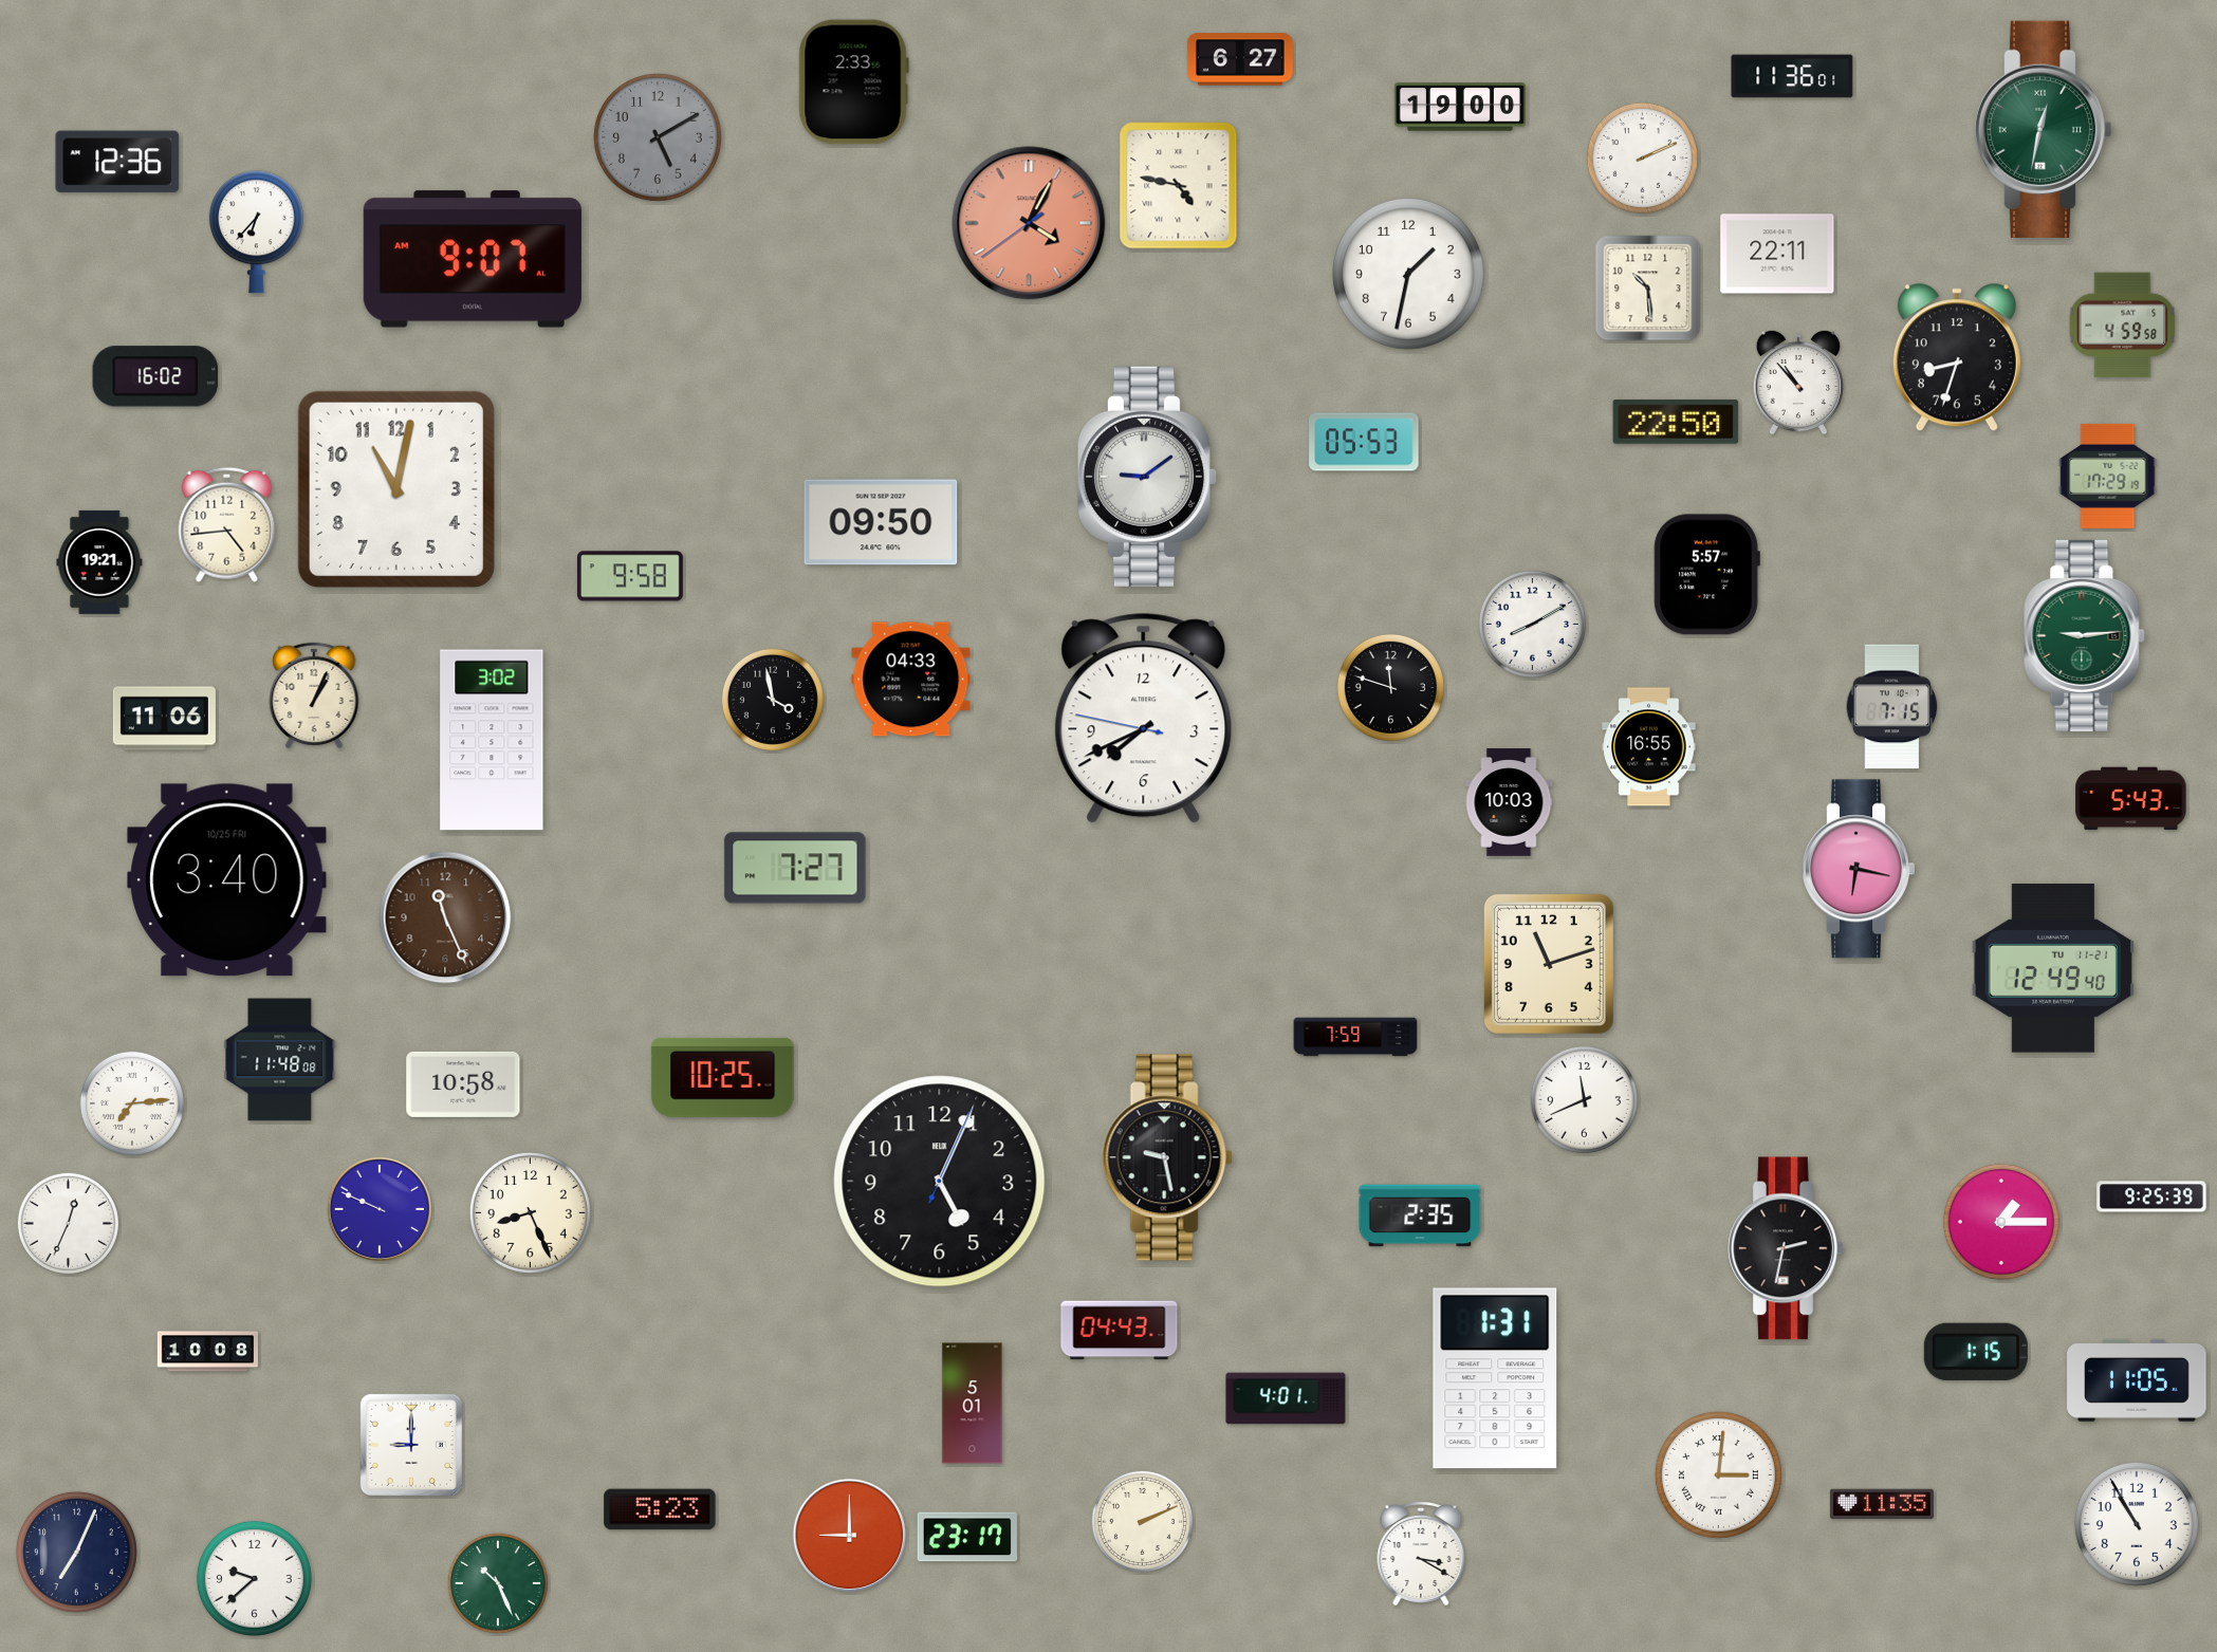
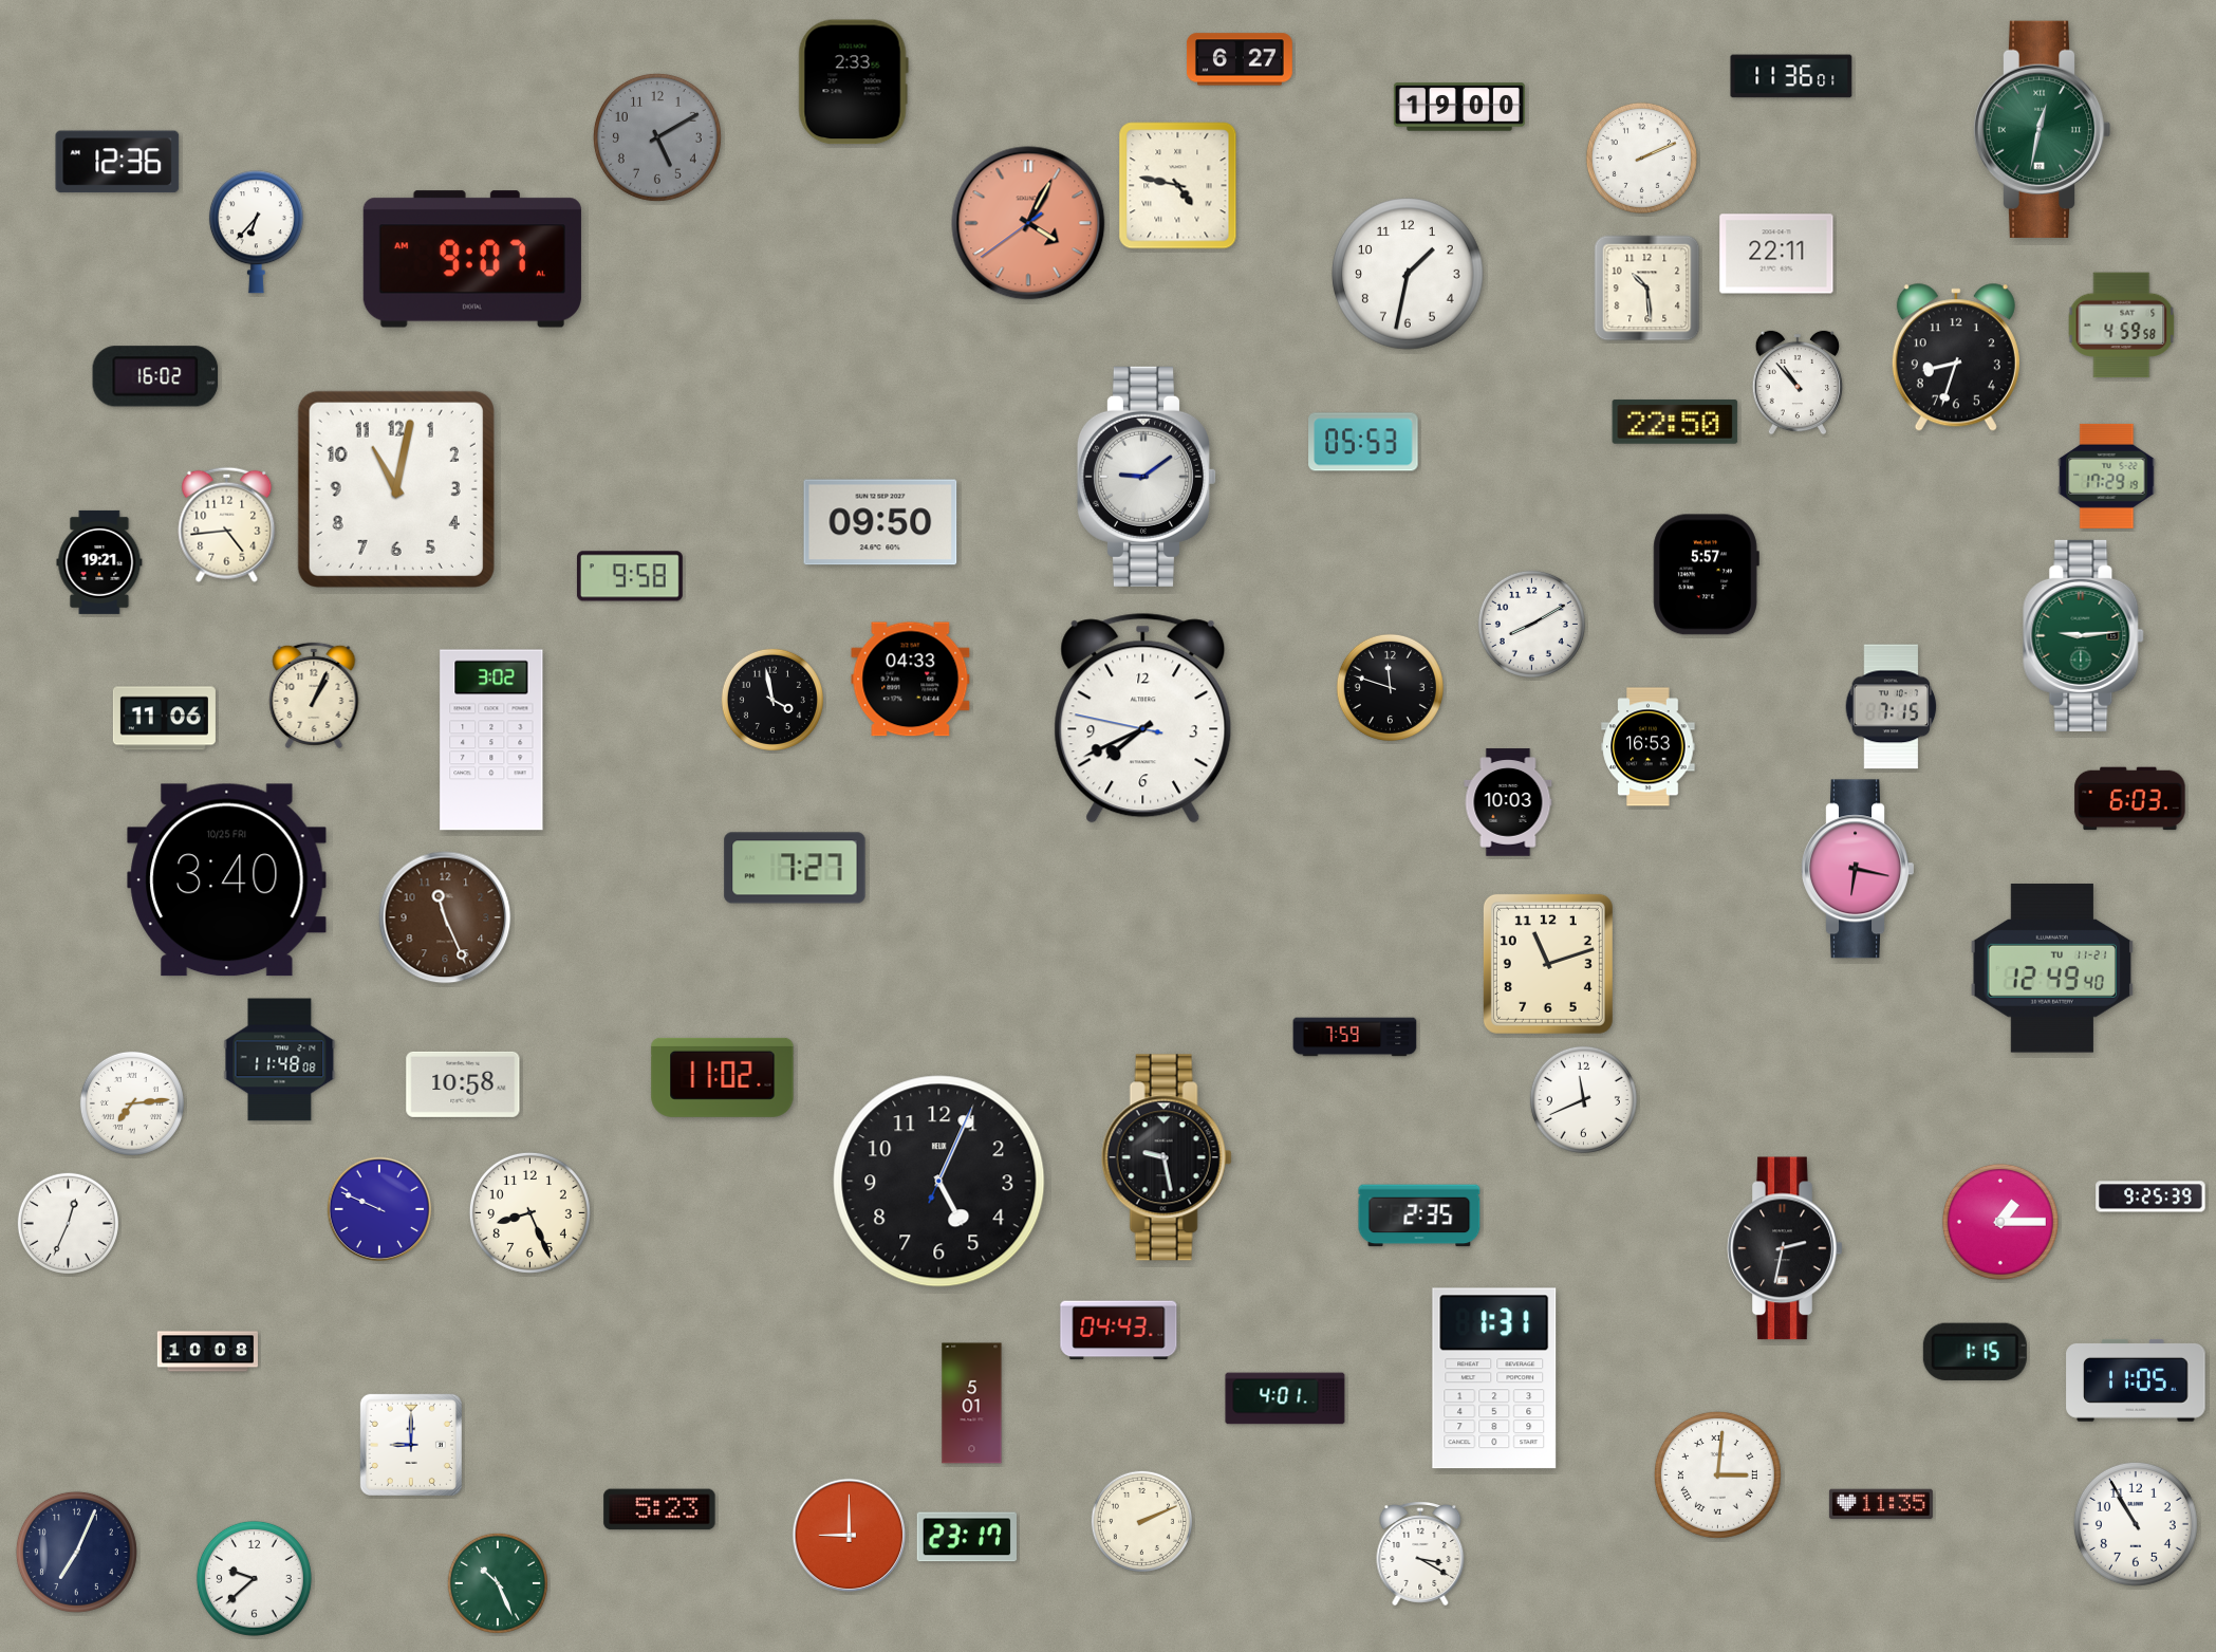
clock at (1649, 747): 16:55 -> 16:53
clock at (2131, 799): 5:43 -> 6:03
clock at (723, 1077): 10:25 -> 11:02
